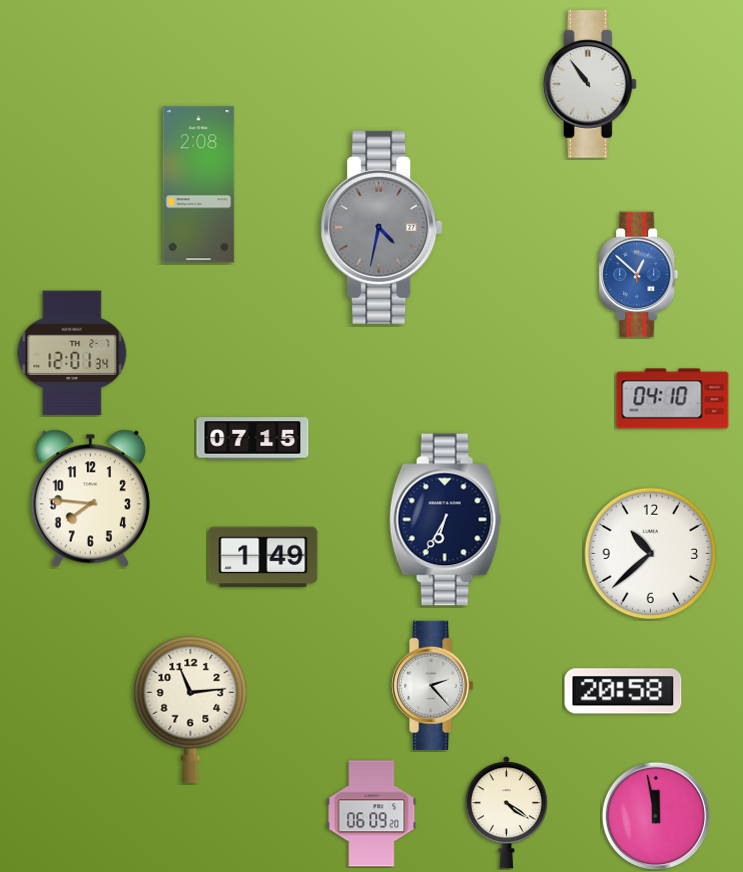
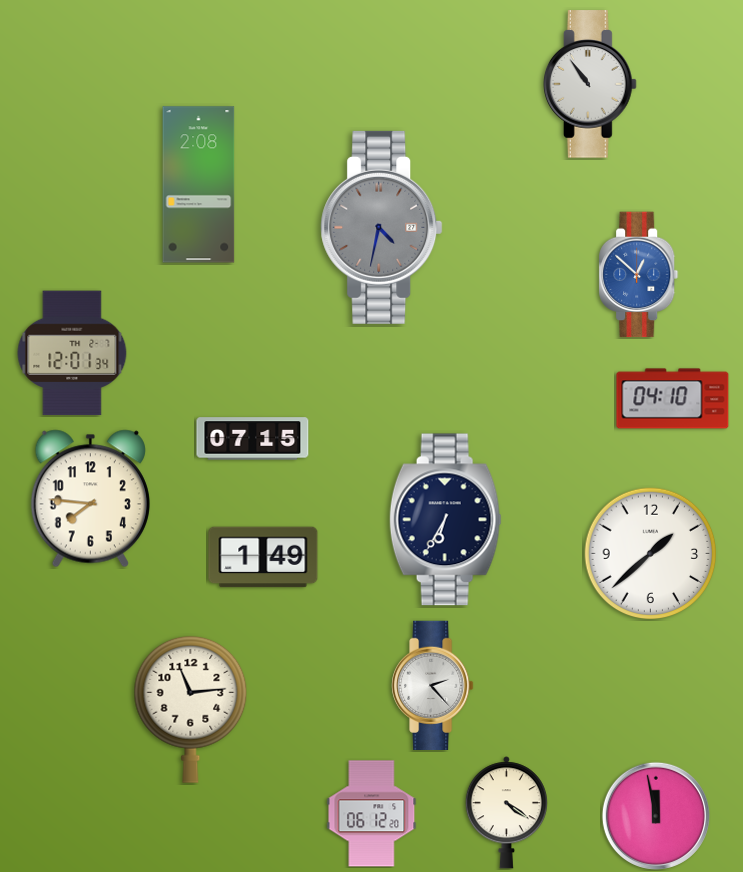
clock at (651, 554): 10:38 -> 1:38
clock at (623, 691): 20:58 -> none
clock at (372, 814): 06:09 -> 06:12
